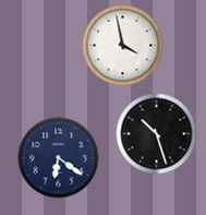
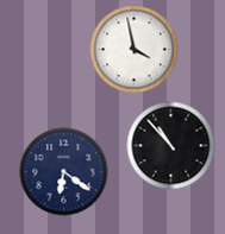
clock at (157, 134): 10:27 -> 10:53
